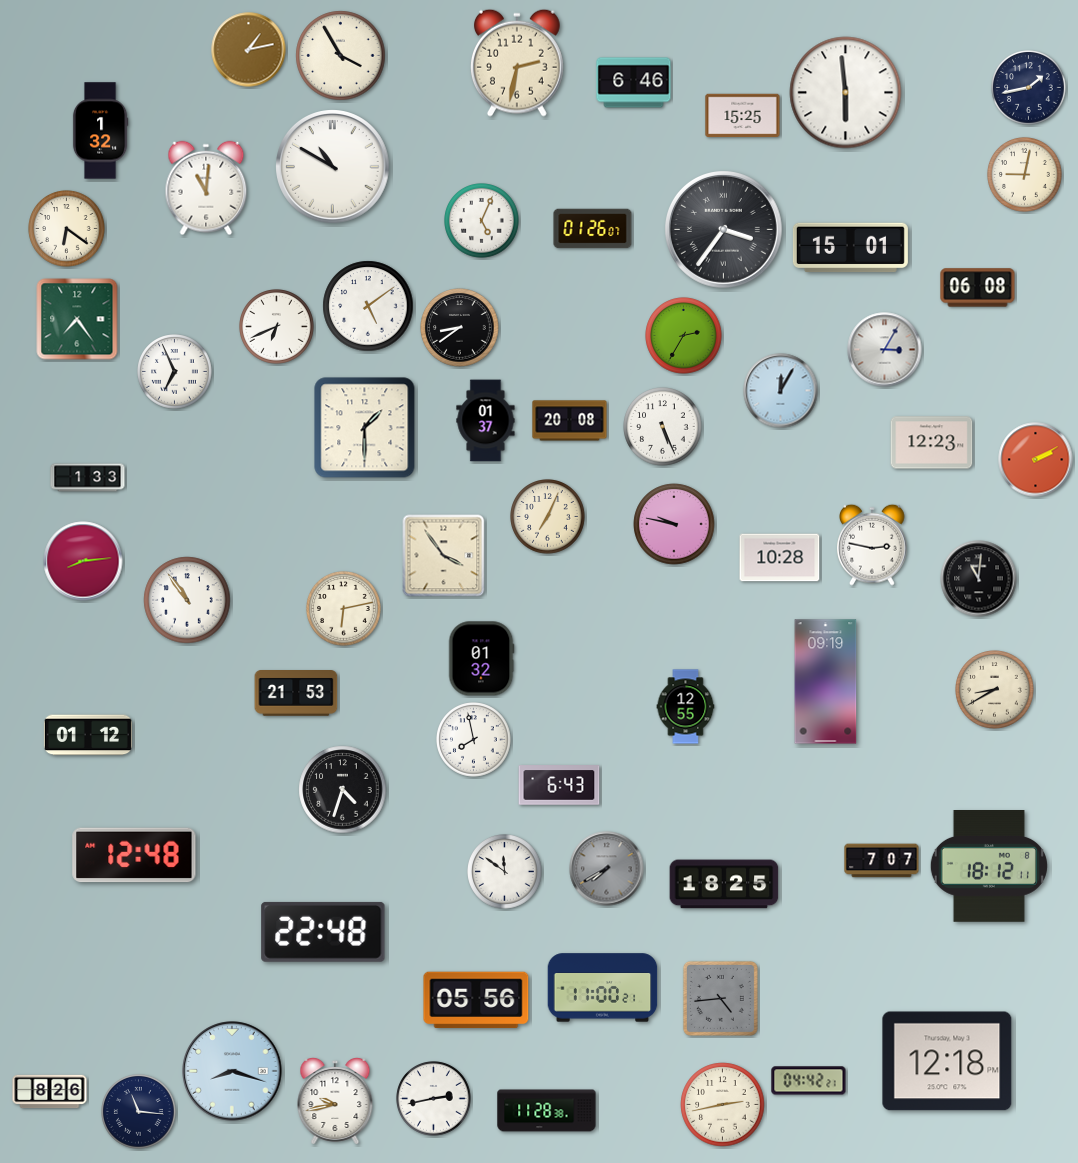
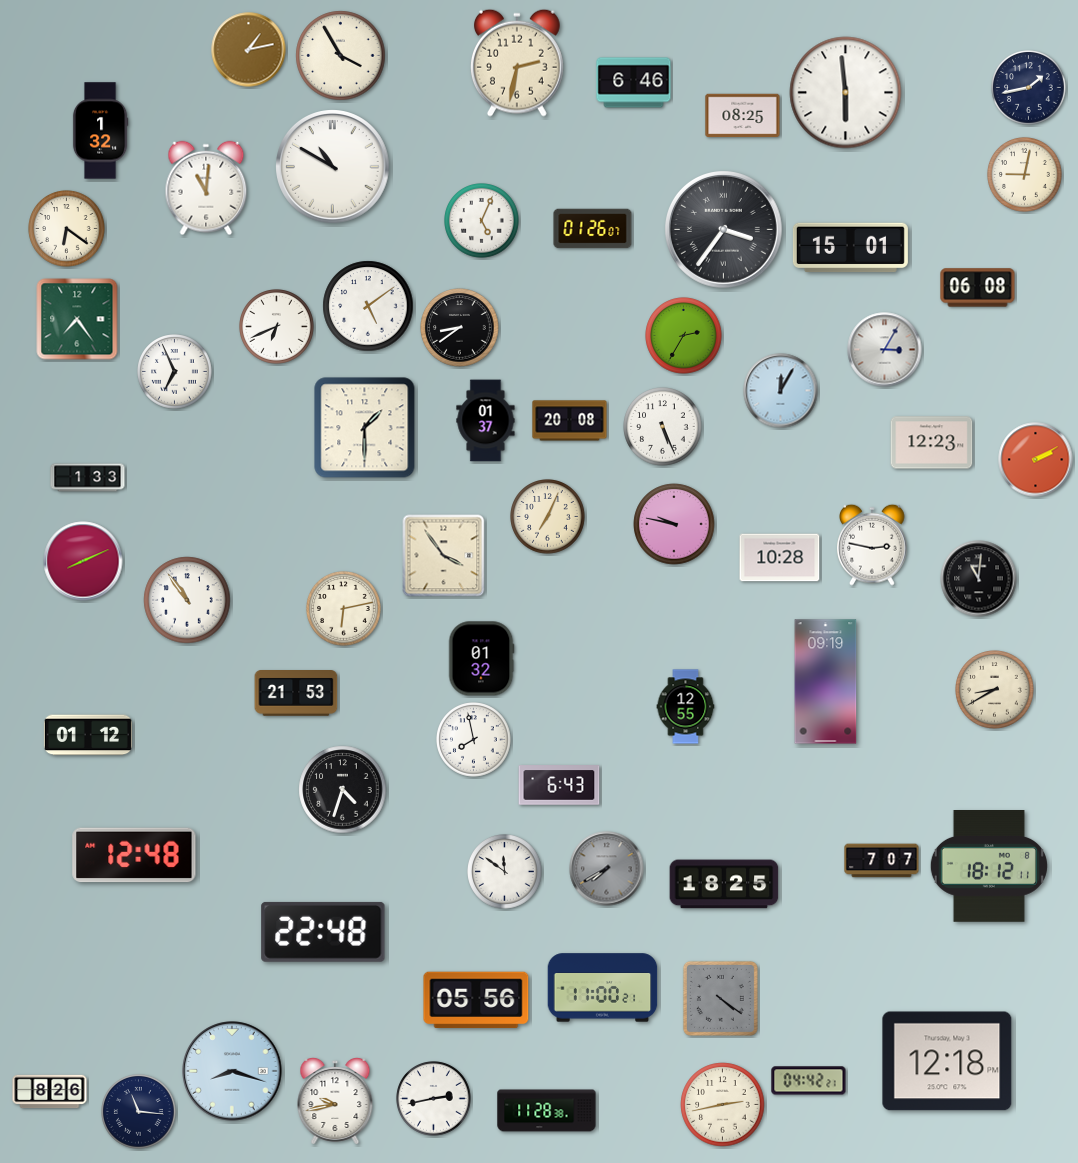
clock at (743, 116): 15:25 -> 08:25
clock at (83, 561): 8:14 -> 8:11
clock at (720, 998): 4:44 -> 4:21
